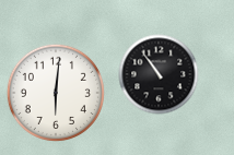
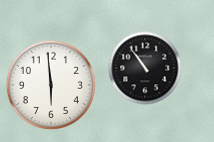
clock at (56, 93): 6:01 -> 5:59
